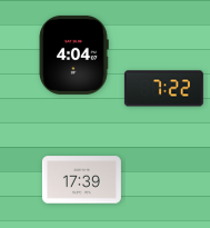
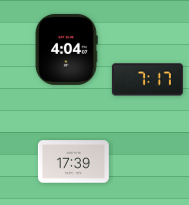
clock at (163, 89): 7:22 -> 7:17
